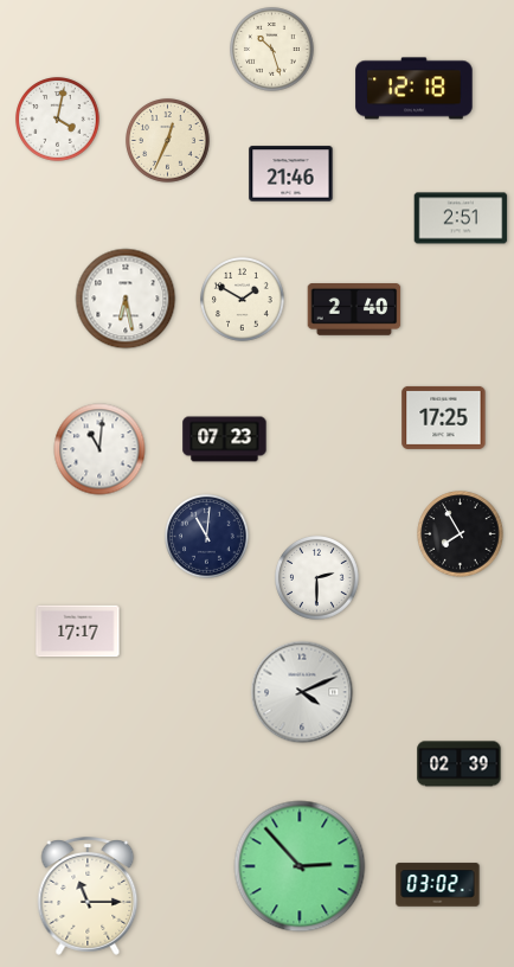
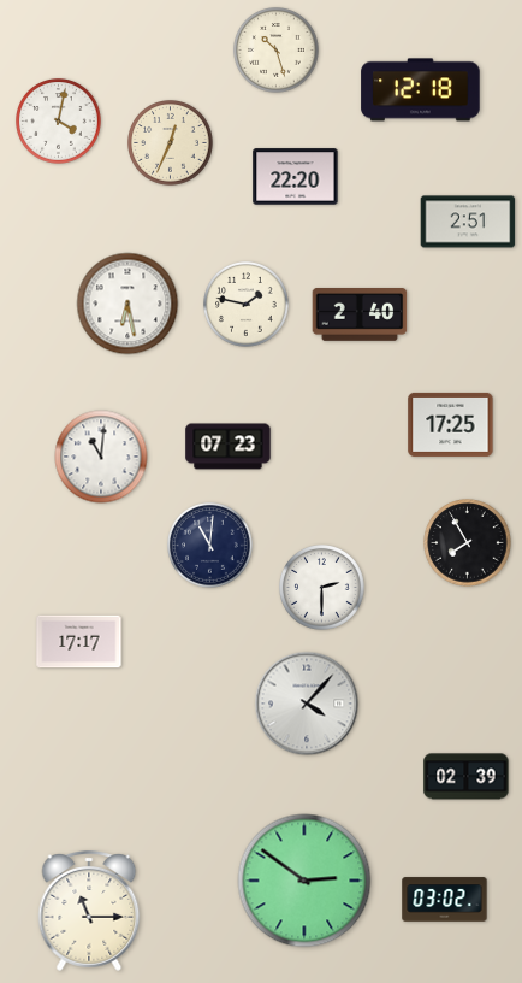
clock at (291, 174): 21:46 -> 22:20
clock at (243, 300): 1:50 -> 1:47
clock at (302, 692): 4:11 -> 4:07
clock at (300, 866): 2:53 -> 2:51
